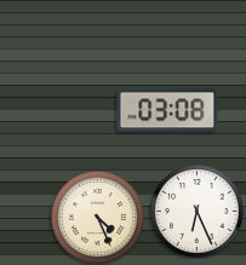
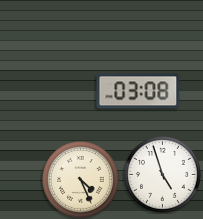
clock at (198, 212): 6:26 -> 4:57
